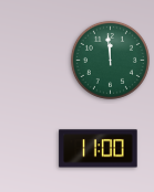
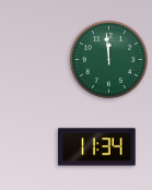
clock at (99, 149): 11:00 -> 11:34
